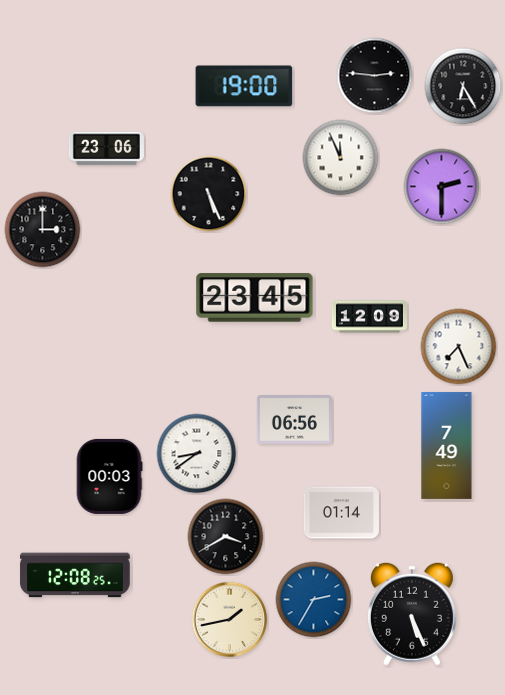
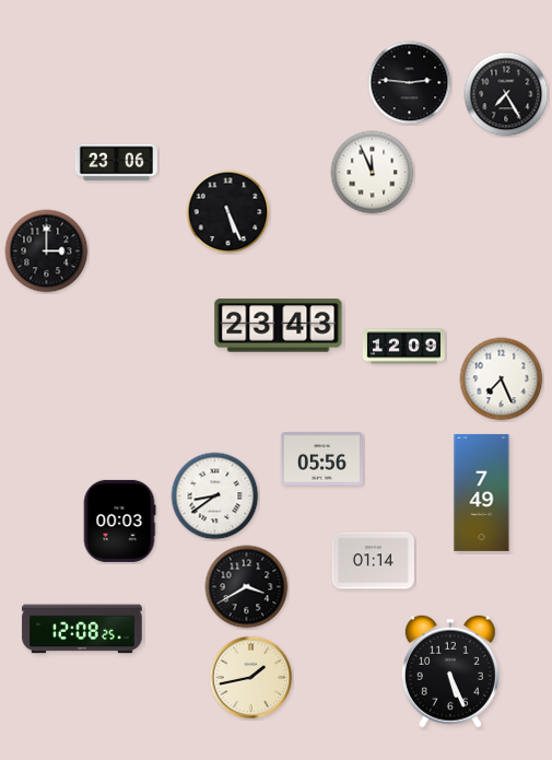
clock at (244, 86): 19:00 -> none
clock at (463, 86): 6:25 -> 7:25
clock at (442, 187): 2:30 -> none
clock at (255, 298): 23:45 -> 23:43
clock at (294, 420): 06:56 -> 05:56
clock at (447, 445) position: (447, 445) -> (482, 492)
clock at (314, 600): 2:35 -> none
